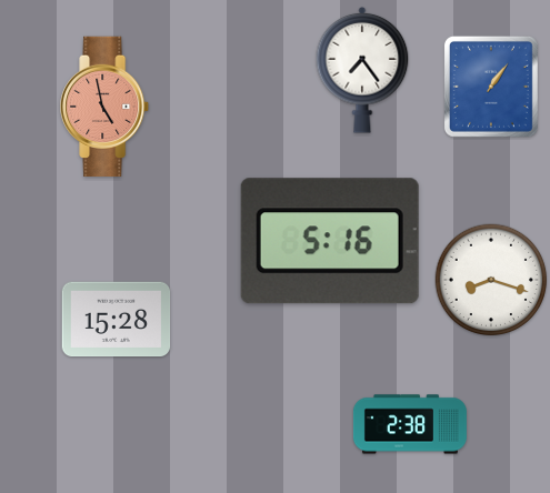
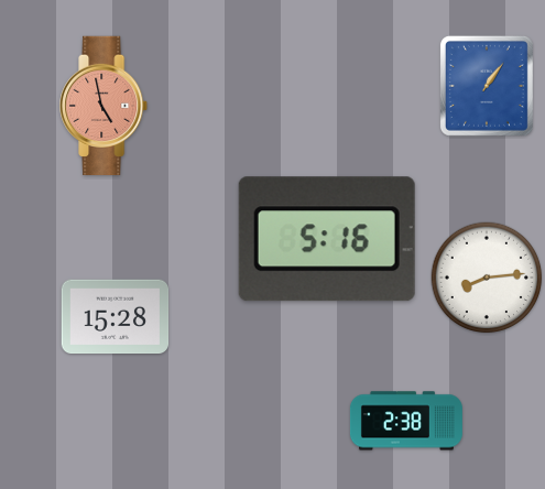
clock at (362, 70): 7:24 -> none
clock at (491, 280): 8:18 -> 8:14
